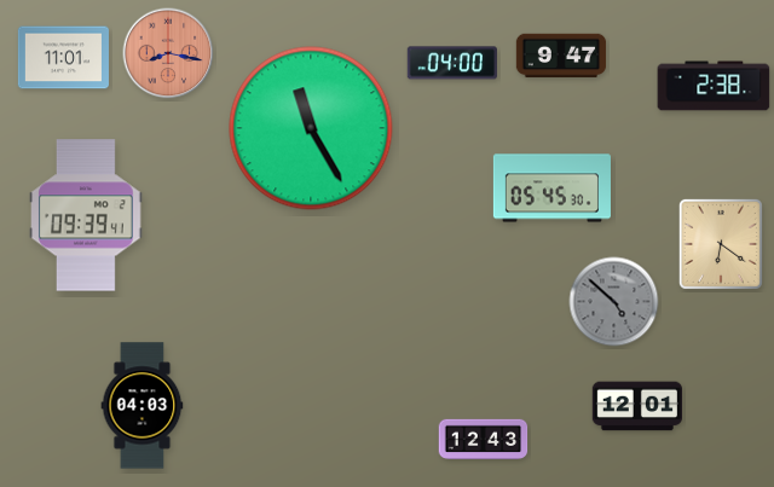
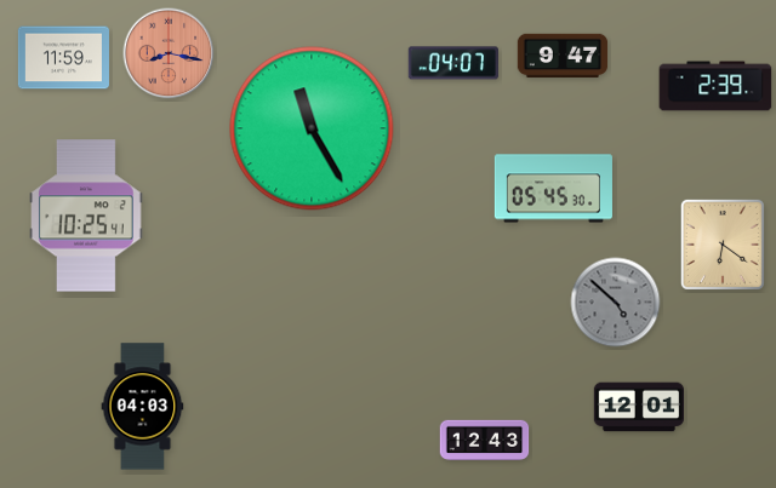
clock at (63, 58): 11:01 -> 11:59
clock at (452, 63): 04:00 -> 04:07
clock at (714, 86): 2:38 -> 2:39
clock at (86, 215): 09:39 -> 10:25
